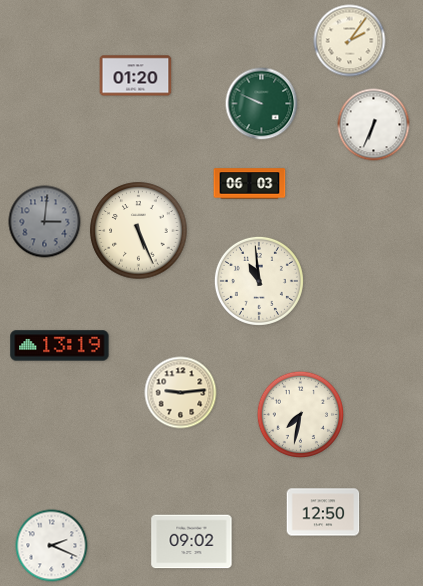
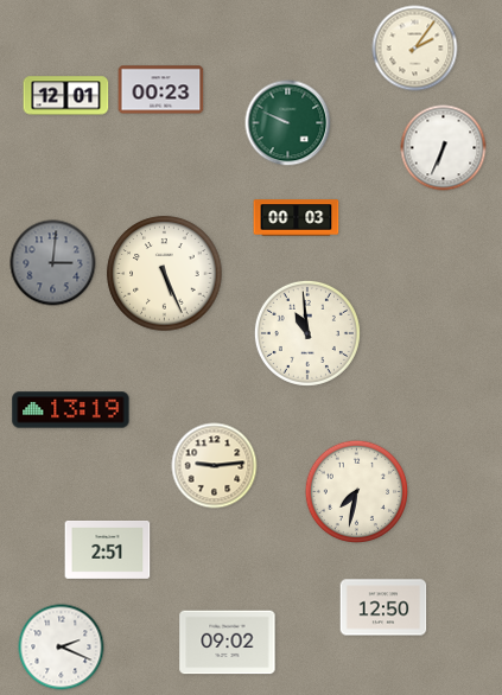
clock at (136, 76): 01:20 -> 00:23
clock at (66, 96): none -> 12:01
clock at (262, 104) position: (262, 104) -> (288, 123)
clock at (250, 184): 06:03 -> 00:03
clock at (108, 549): none -> 2:51
